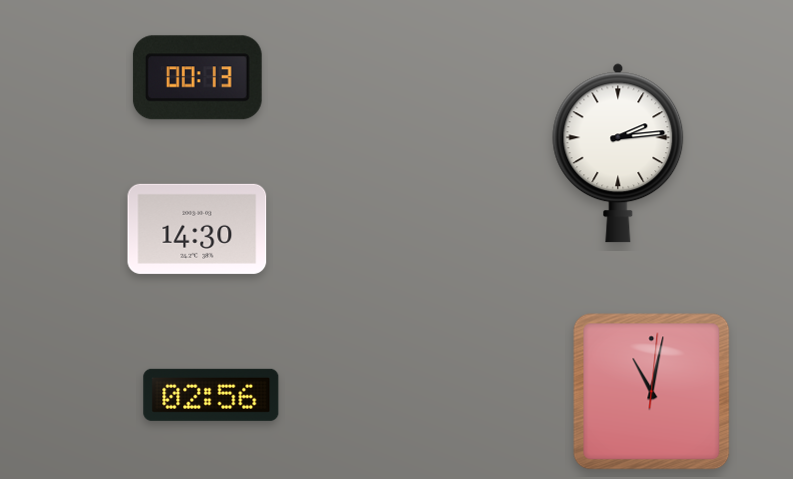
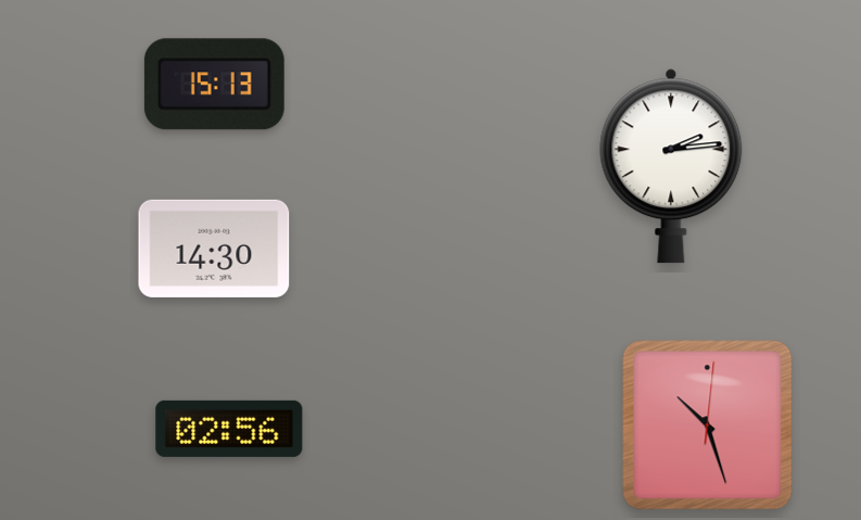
clock at (197, 78): 00:13 -> 15:13
clock at (652, 392): 11:02 -> 10:27
